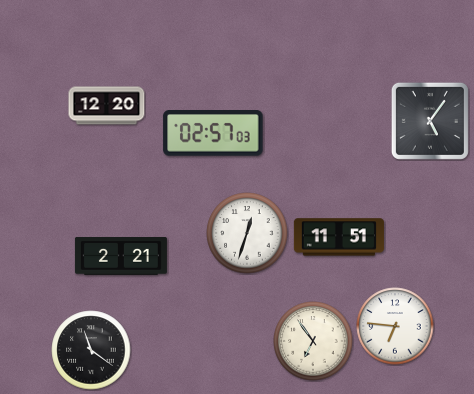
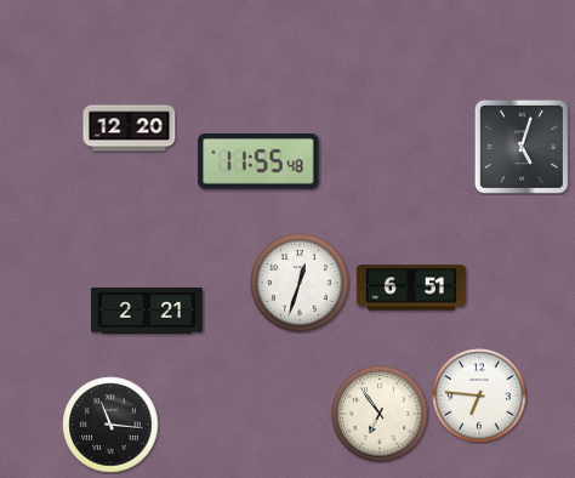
clock at (430, 121): 5:06 -> 5:03
clock at (213, 133): 02:57 -> 11:55
clock at (339, 237): 11:51 -> 6:51
clock at (91, 350): 11:21 -> 11:16
